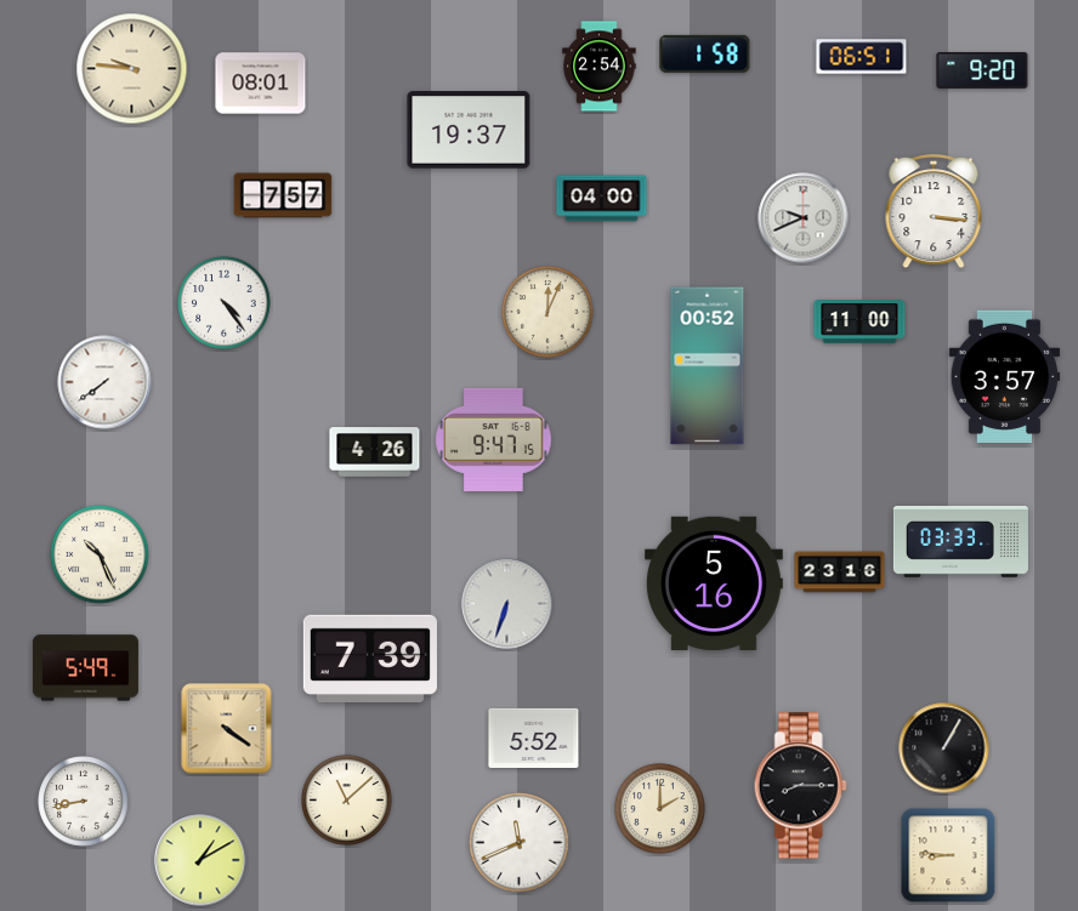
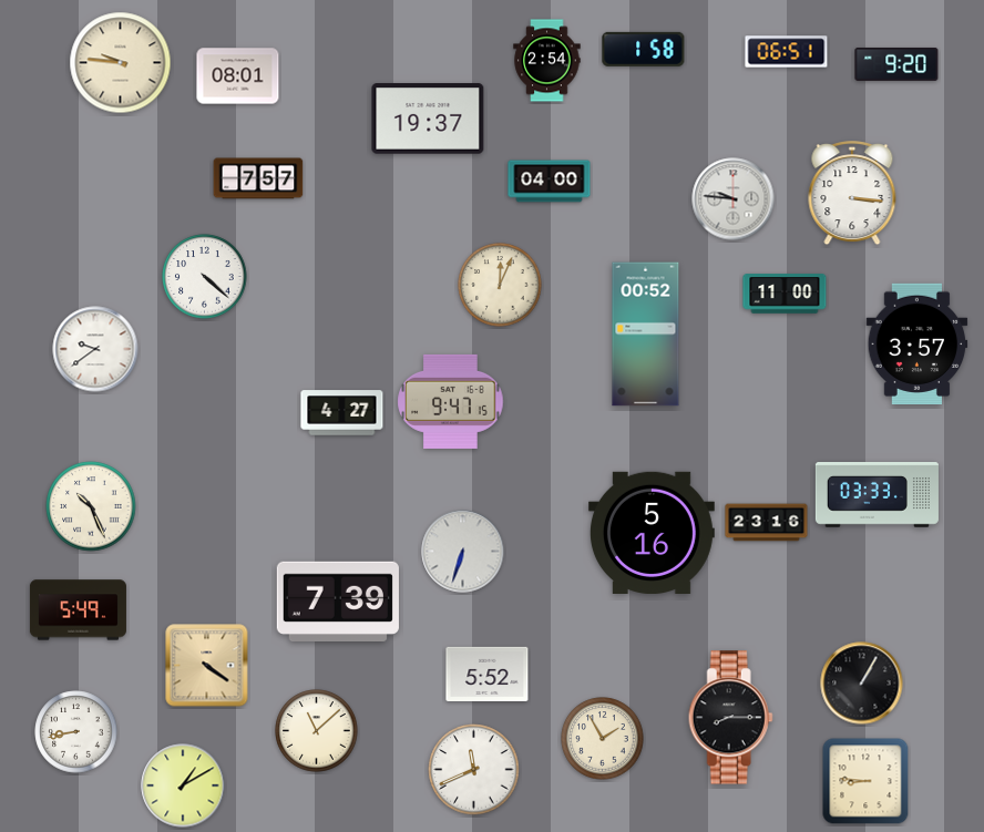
clock at (804, 218): 9:41 -> 9:46
clock at (225, 303): 4:24 -> 4:22
clock at (104, 382): 7:39 -> 9:39
clock at (375, 452): 4:26 -> 4:27
clock at (660, 809): 2:00 -> 1:55
